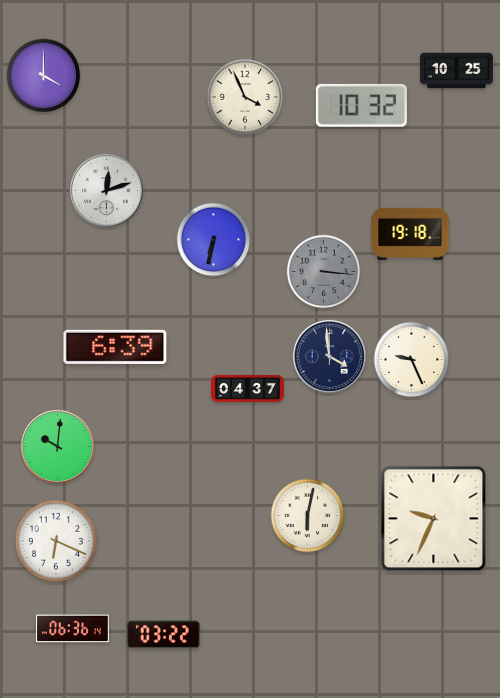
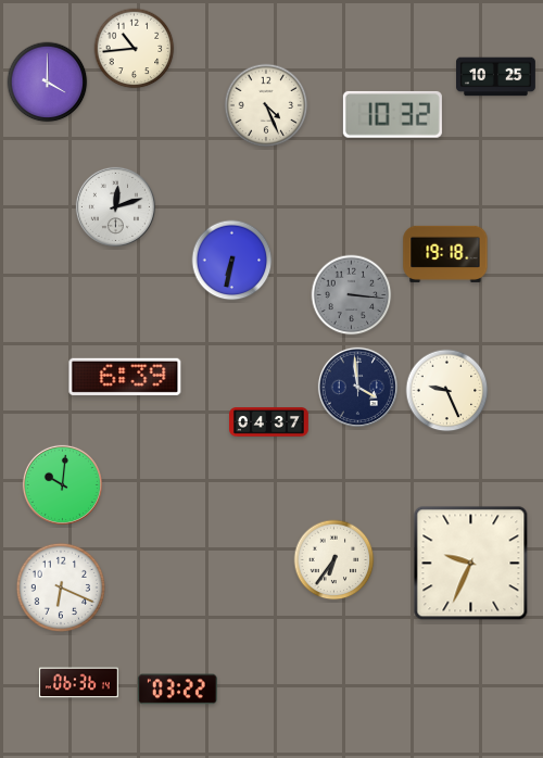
clock at (135, 49): none -> 10:44
clock at (245, 97): 3:56 -> 4:26
clock at (308, 516): 6:02 -> 6:36
